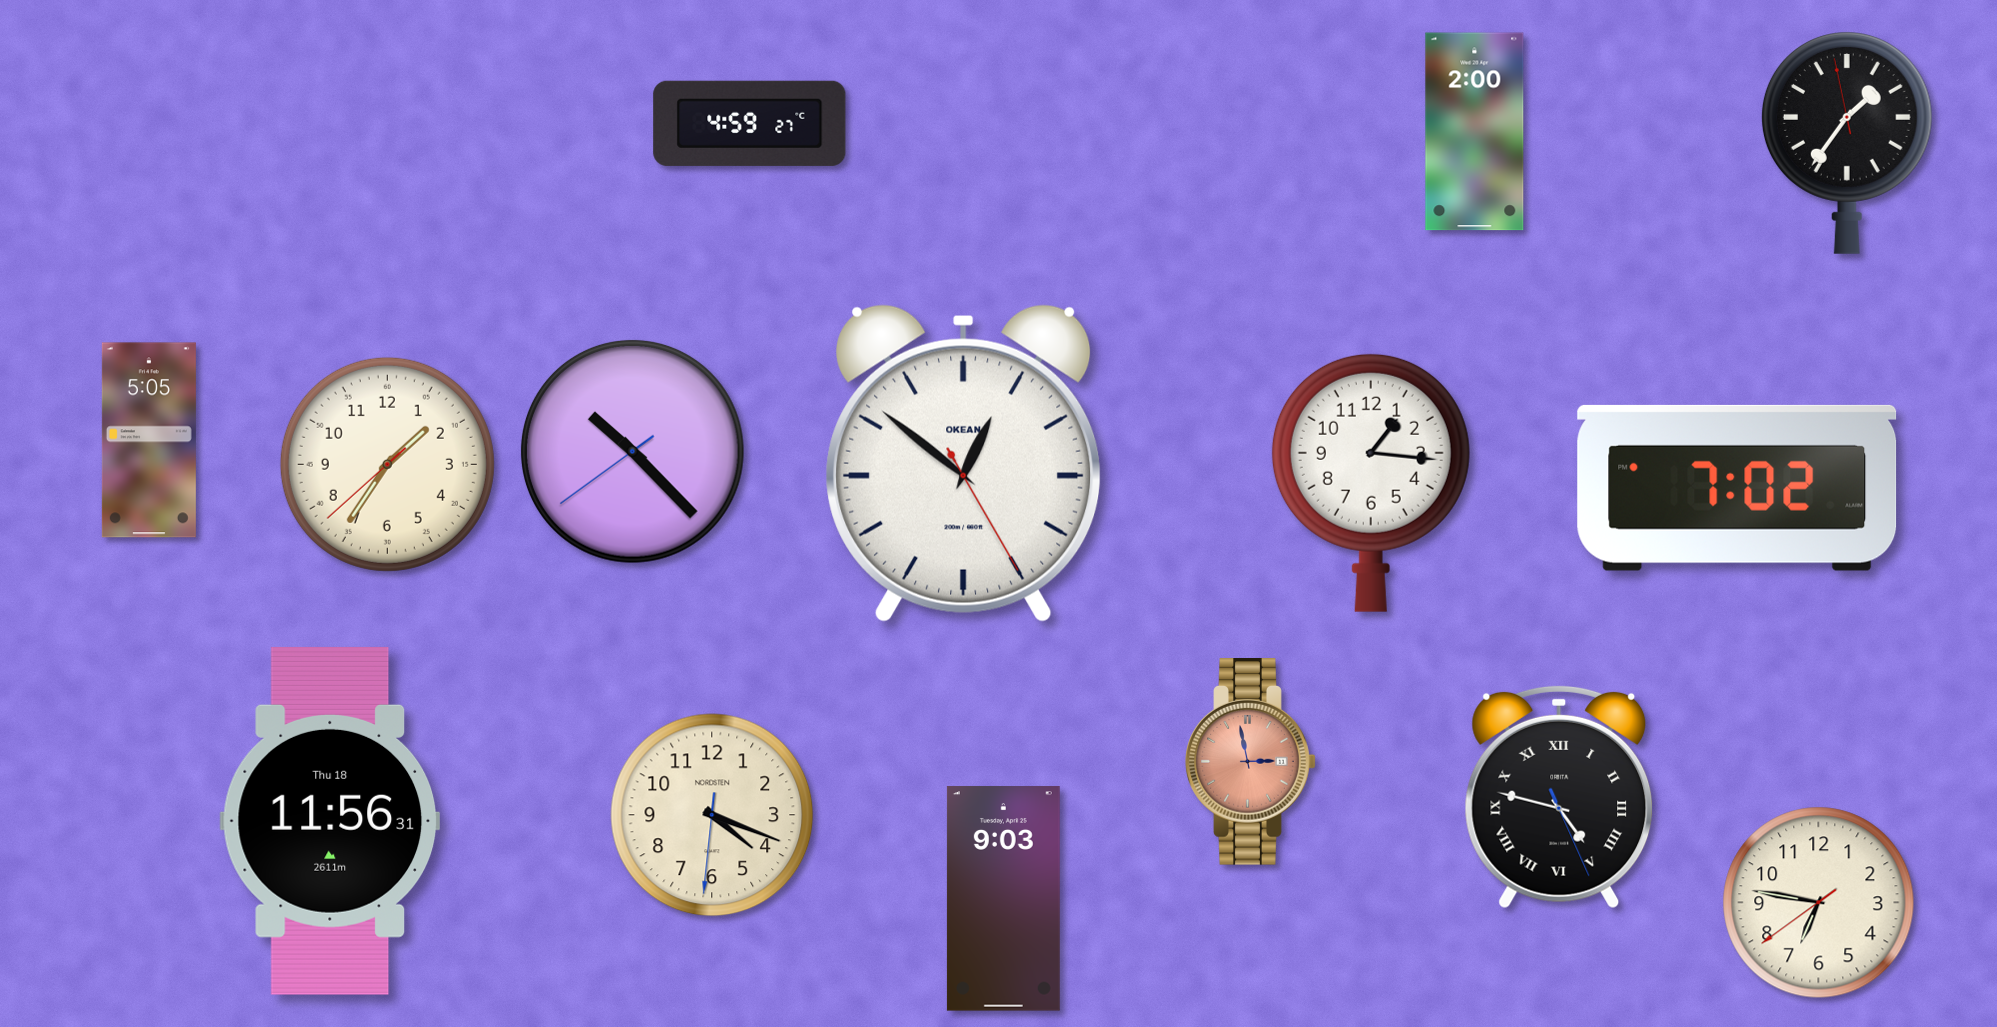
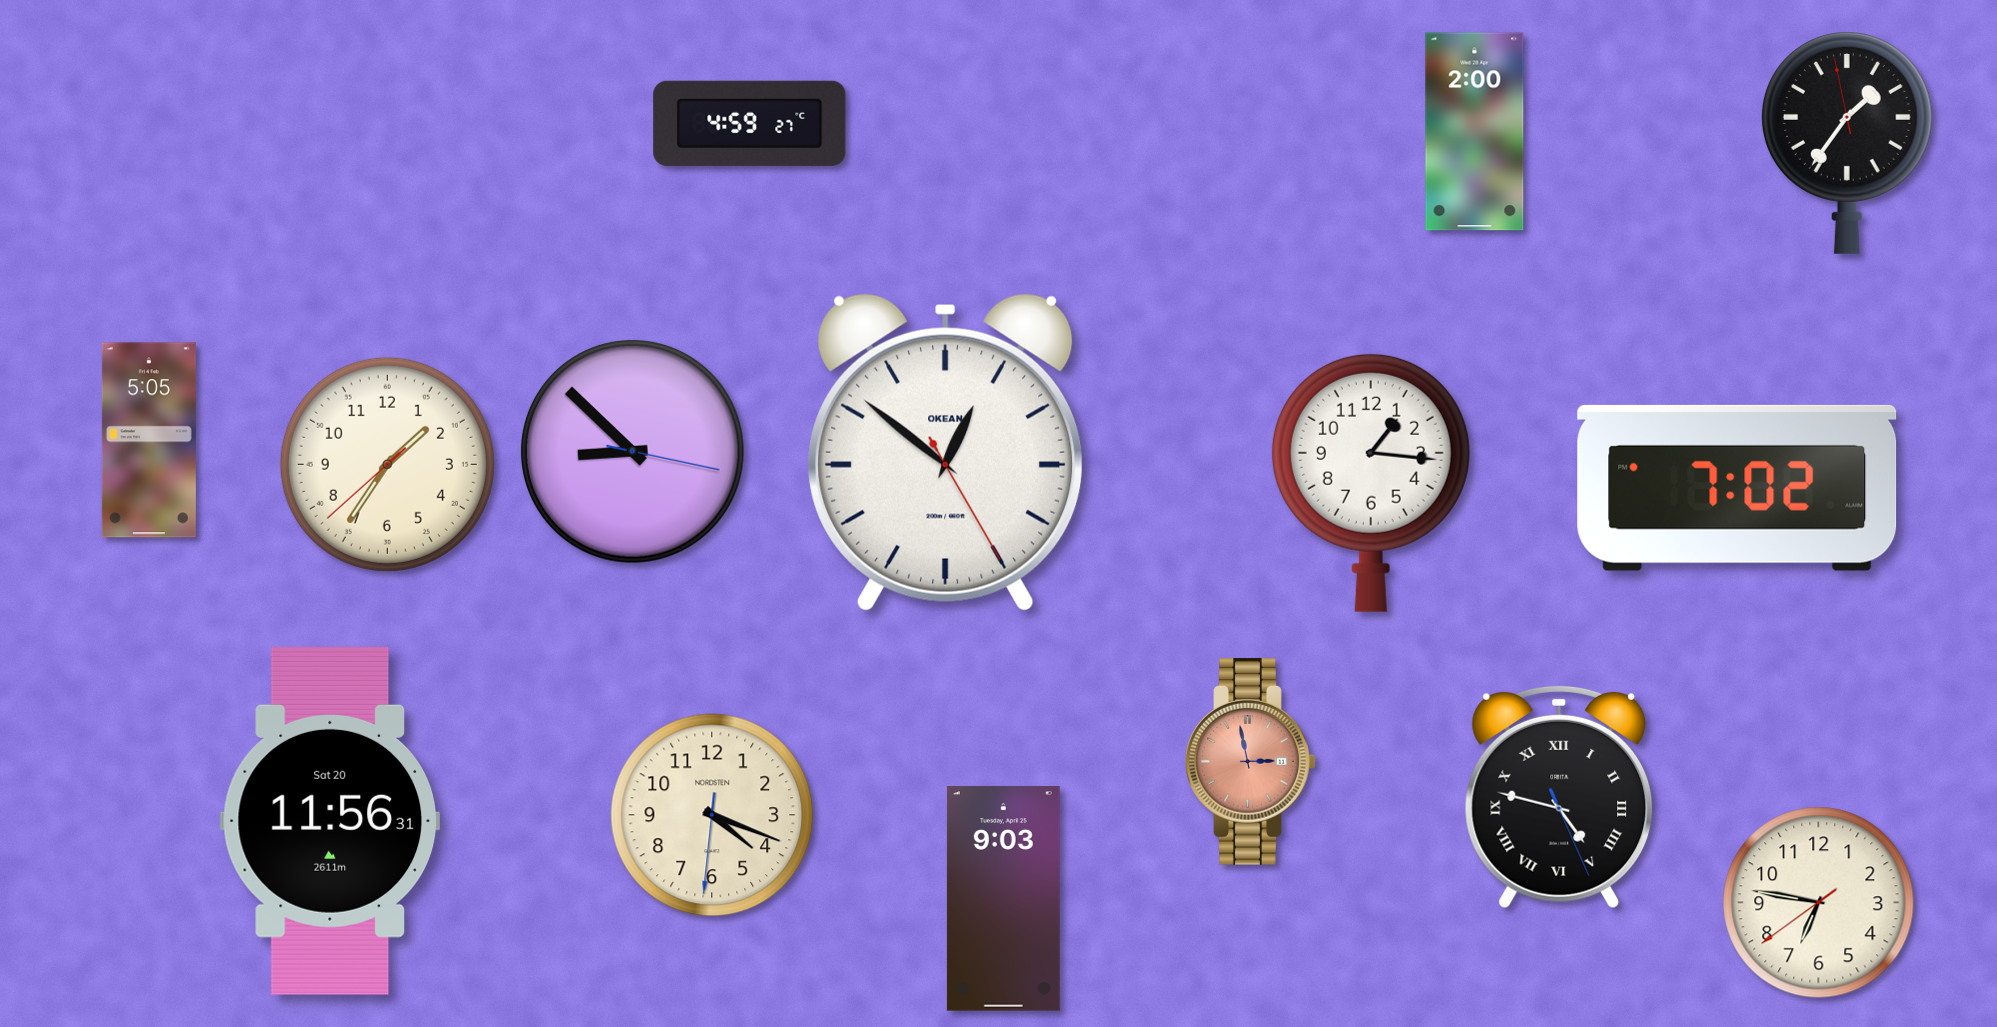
clock at (632, 451): 10:22 -> 8:52
clock at (964, 463) position: (964, 463) -> (946, 452)
clock at (329, 821) date: Thu 18 -> Sat 20
